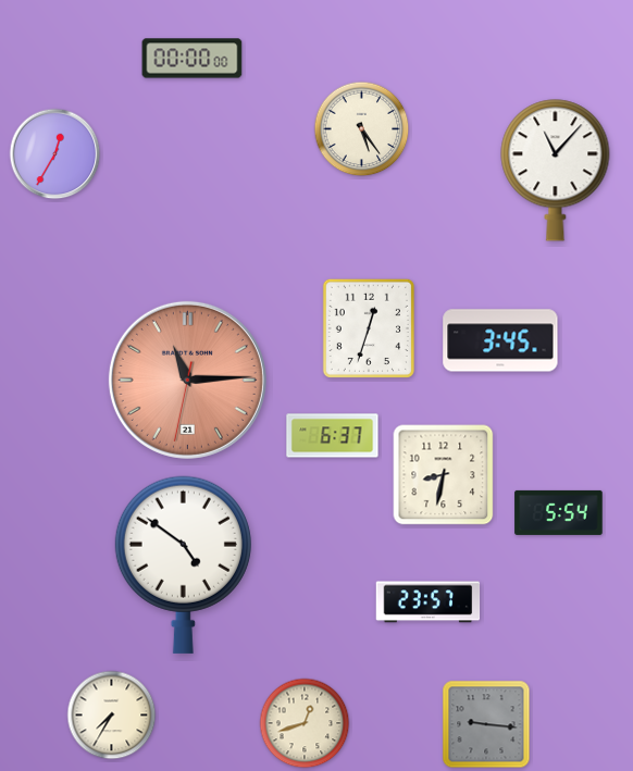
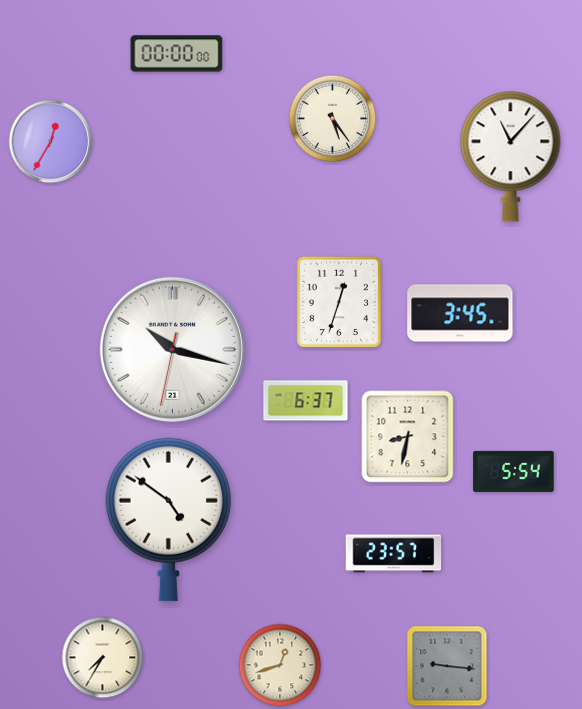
clock at (187, 380): 11:14 -> 10:17
clock at (187, 380) dial: salmon -> white
